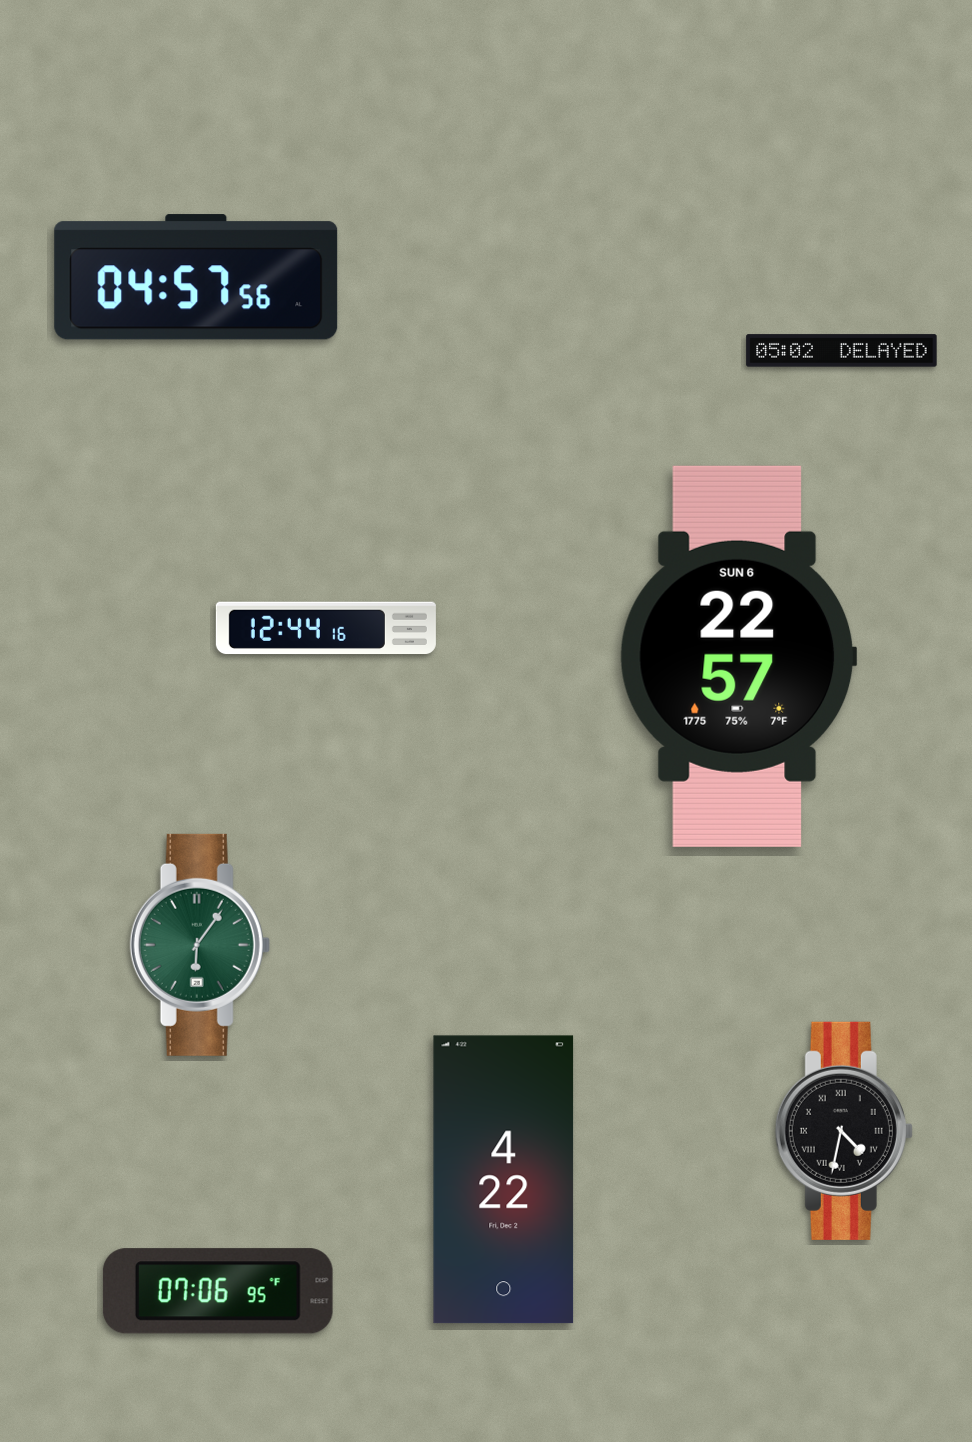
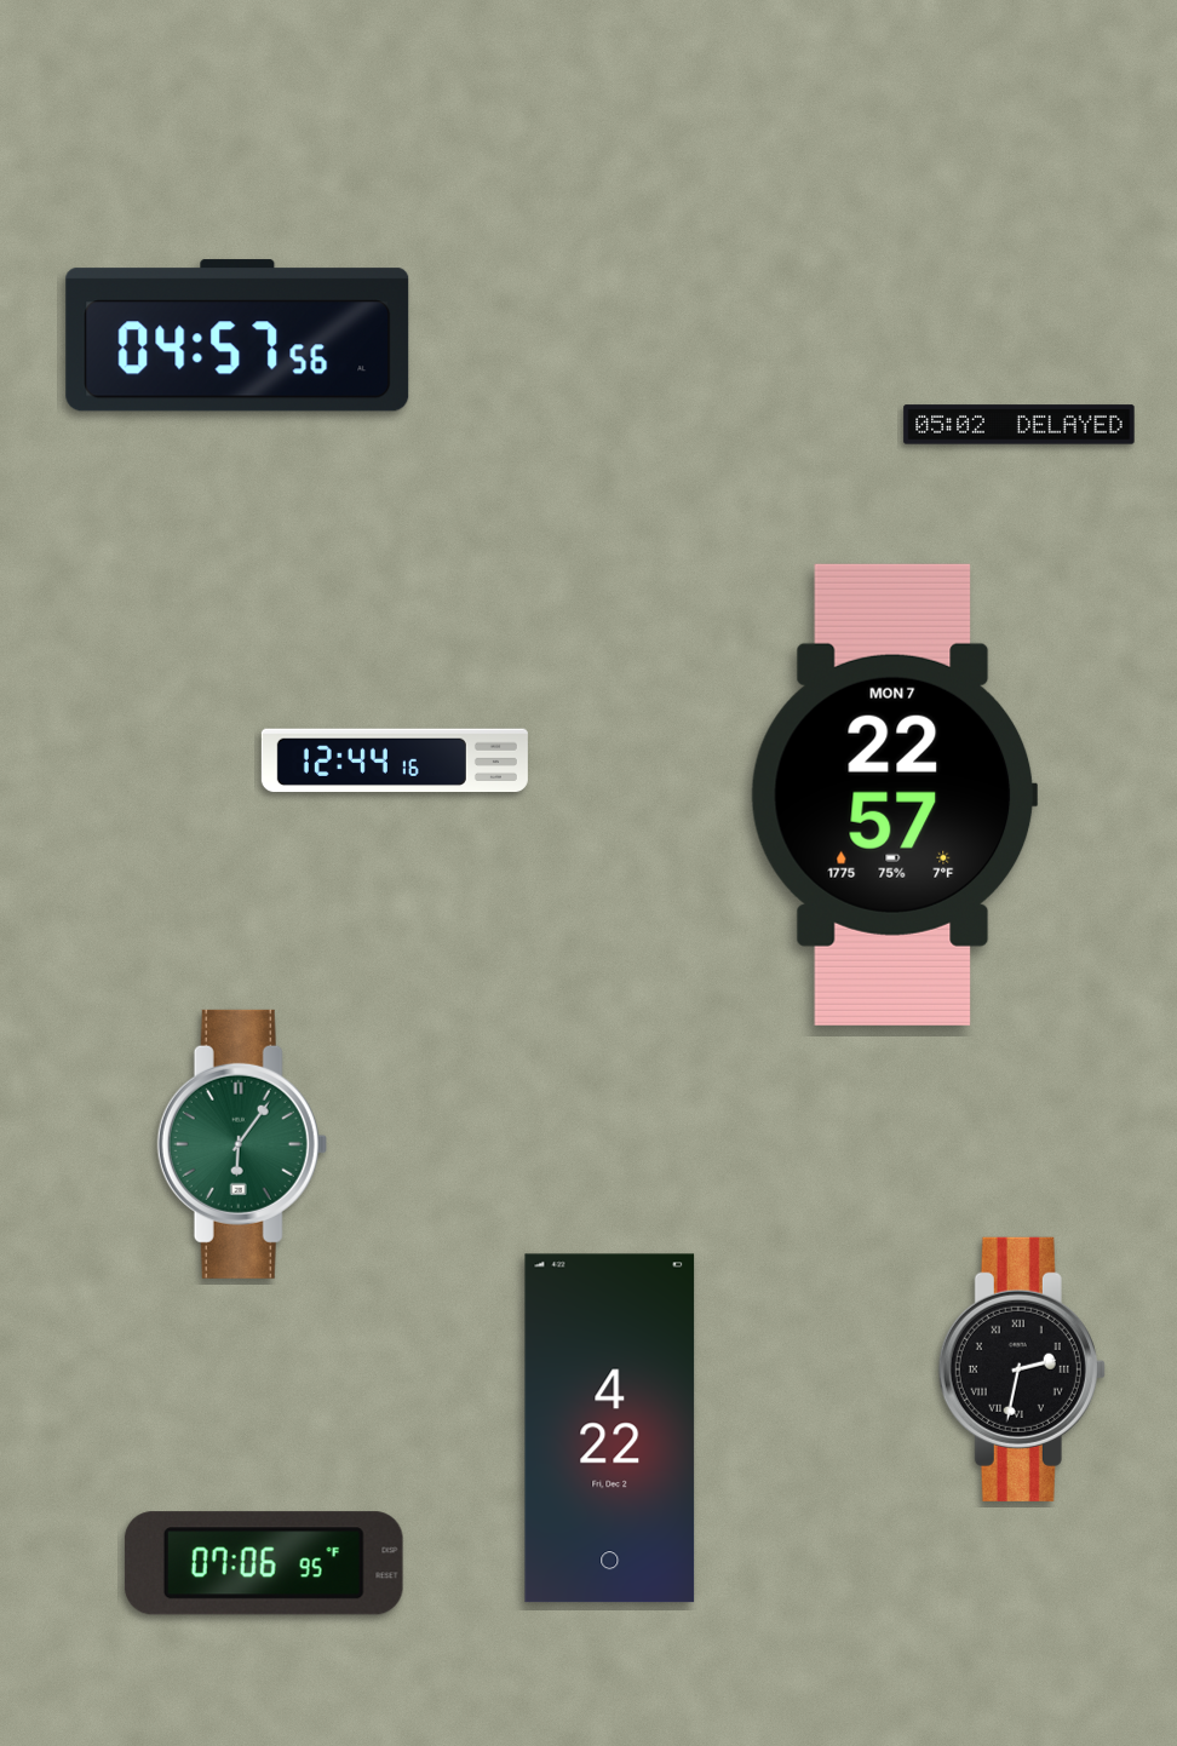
clock at (738, 656) date: SUN 6 -> MON 7
clock at (844, 1131): 4:32 -> 2:32
